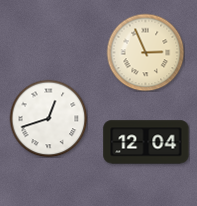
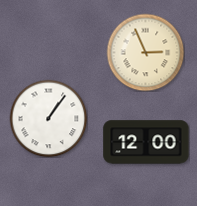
clock at (48, 118): 12:42 -> 1:06
clock at (146, 142): 12:04 -> 12:00
